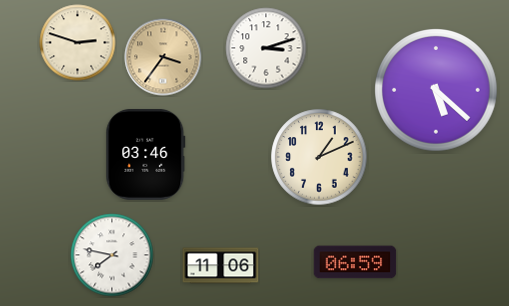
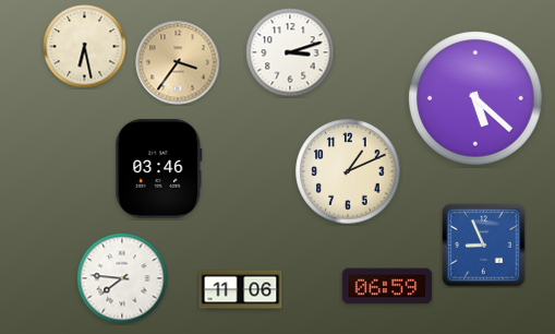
clock at (78, 43): 2:48 -> 6:28
clock at (484, 246): none -> 8:56
clock at (112, 255): 7:47 -> 7:46
